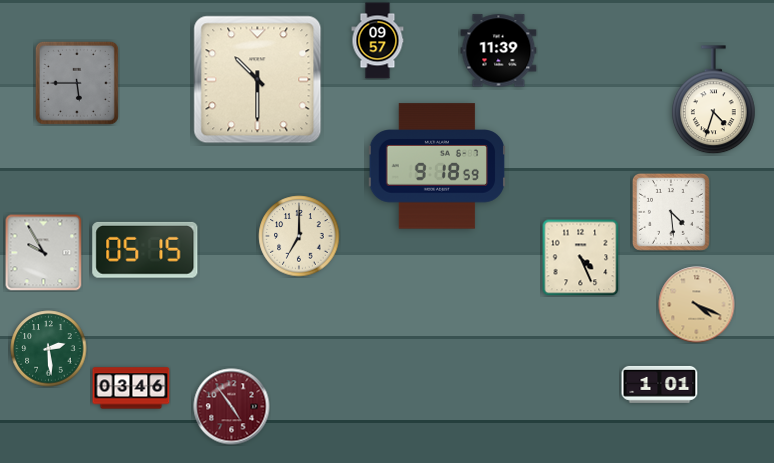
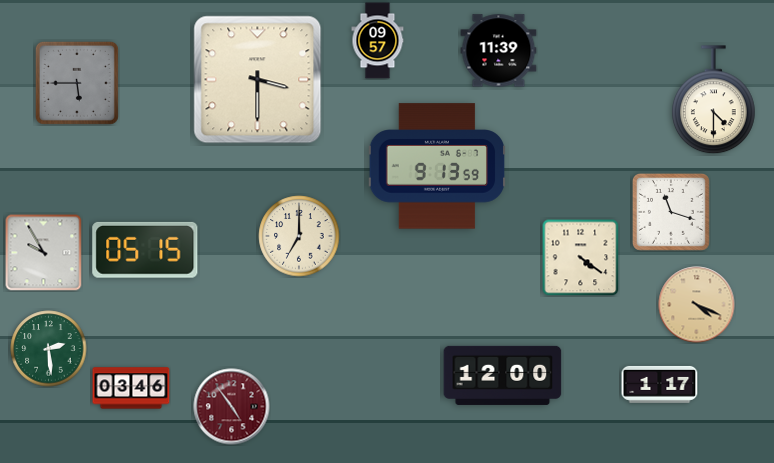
clock at (258, 80): 10:30 -> 3:30
clock at (713, 100): 4:33 -> 4:30
clock at (437, 166): 9:18 -> 9:13
clock at (671, 212): 4:29 -> 11:18
clock at (580, 257): 4:26 -> 4:21
clock at (503, 375): none -> 12:00
clock at (660, 384): 1:01 -> 1:17
